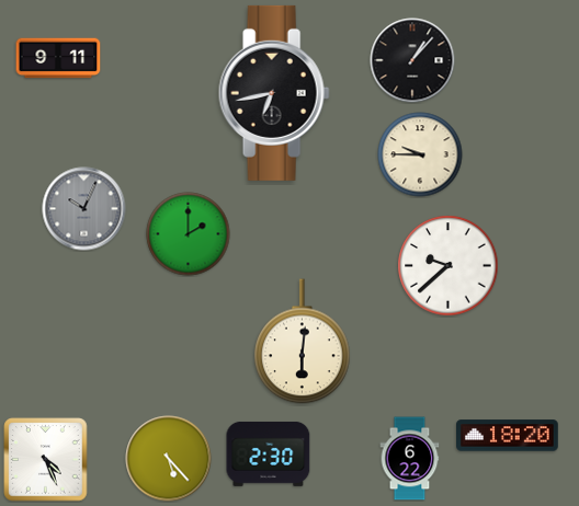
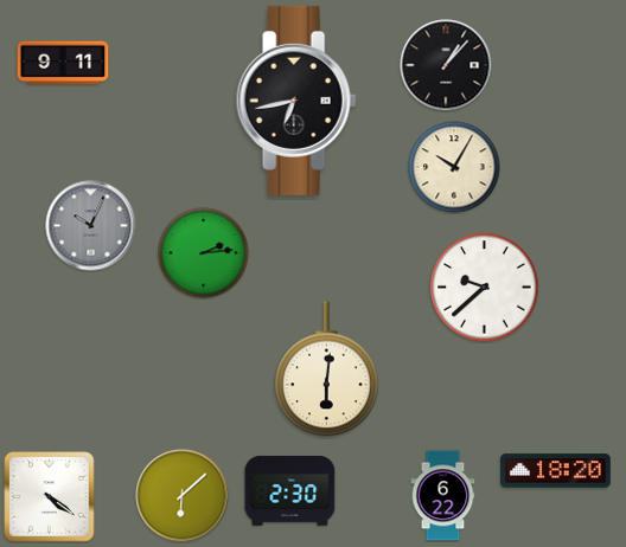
clock at (420, 154): 9:45 -> 10:05
clock at (189, 234): 2:00 -> 2:14
clock at (508, 436) position: (508, 436) -> (556, 471)
clock at (169, 459): 5:23 -> 6:08
clock at (46, 460): 4:26 -> 4:21
